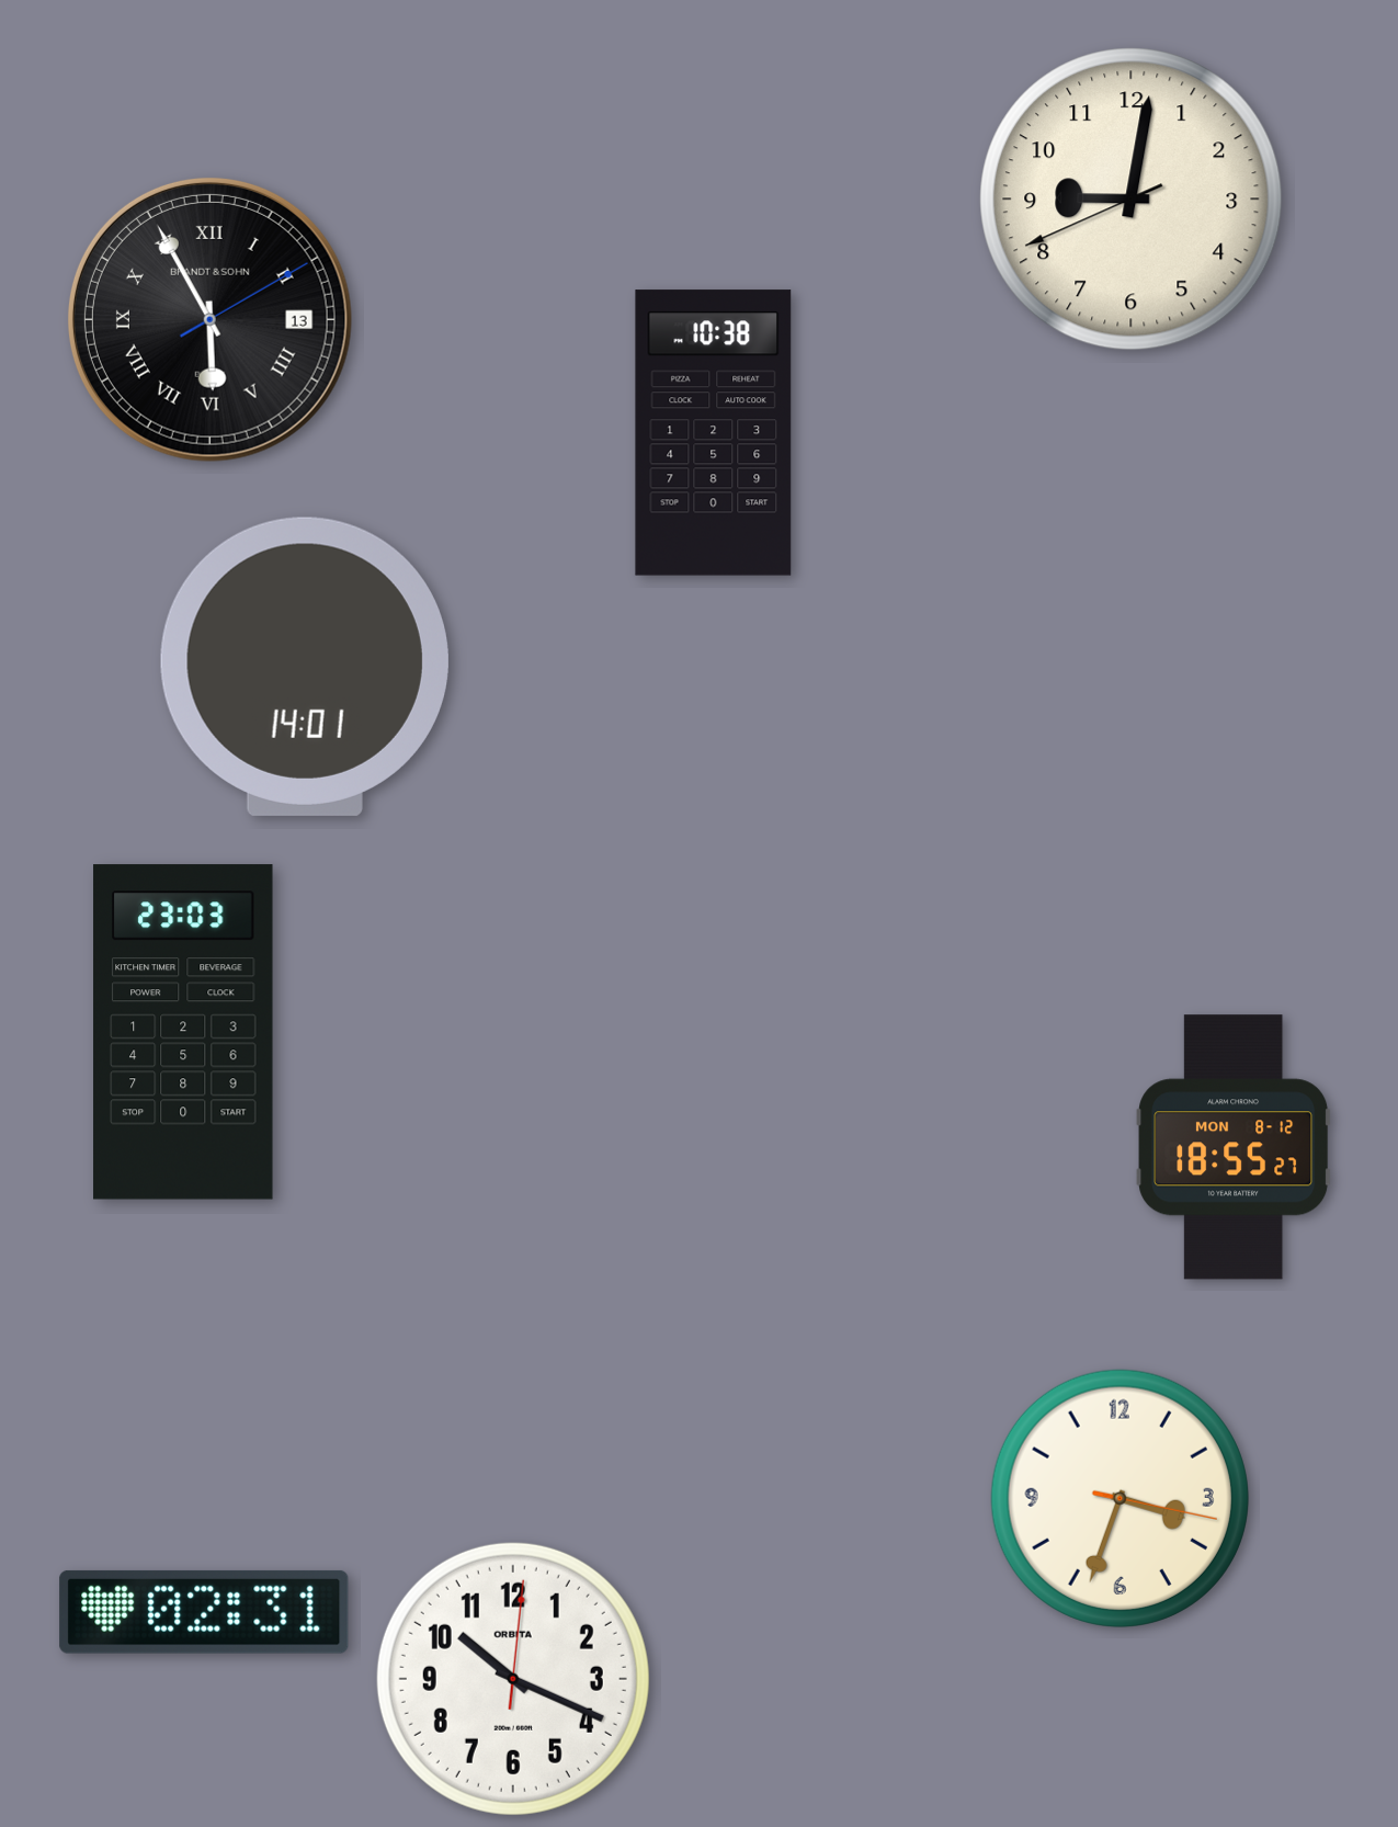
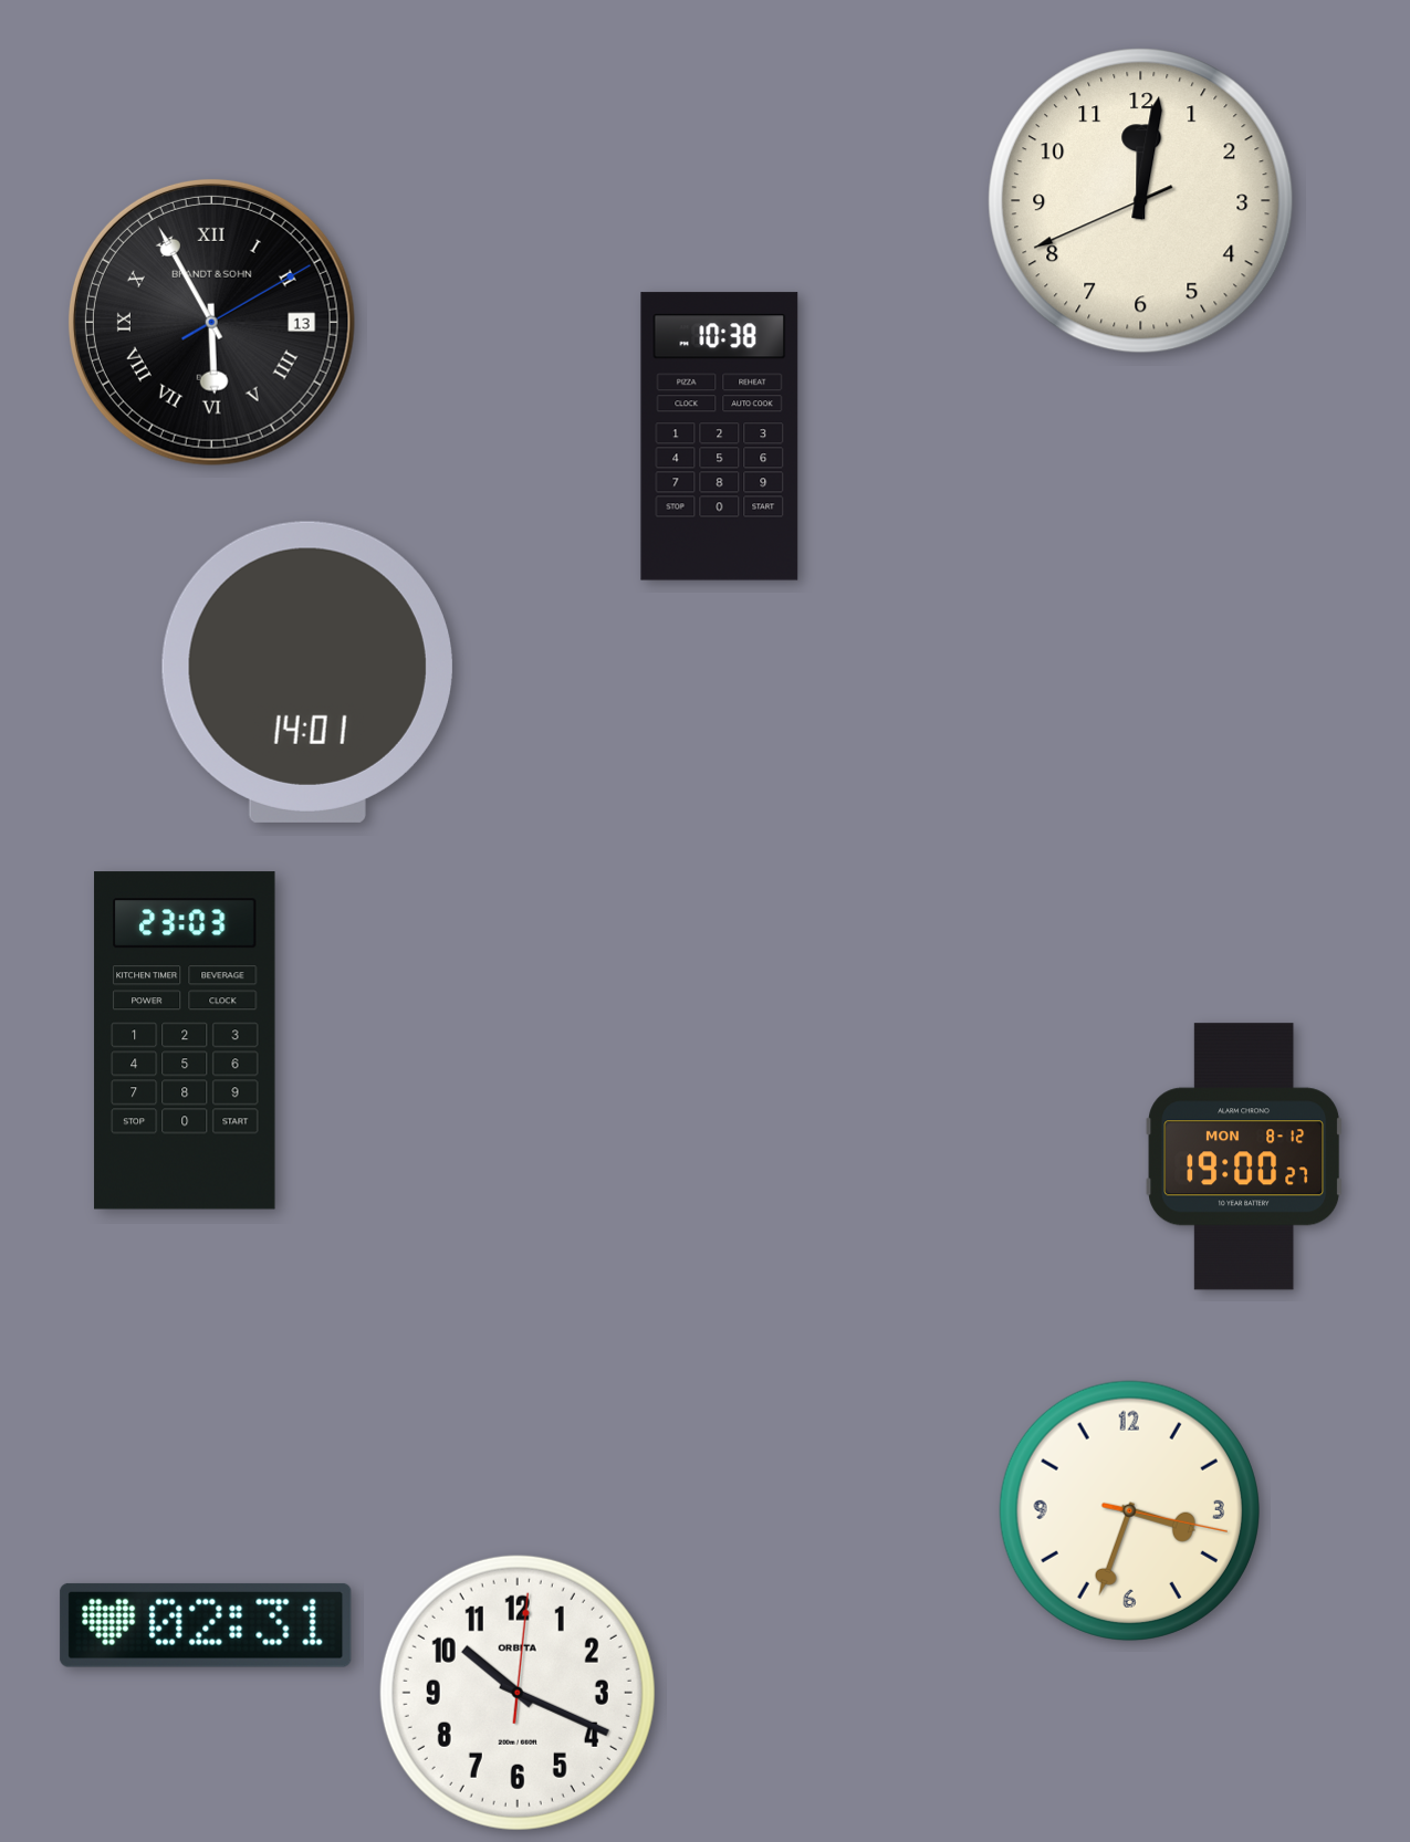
clock at (1132, 200): 9:01 -> 12:01
clock at (1234, 1147): 18:55 -> 19:00
